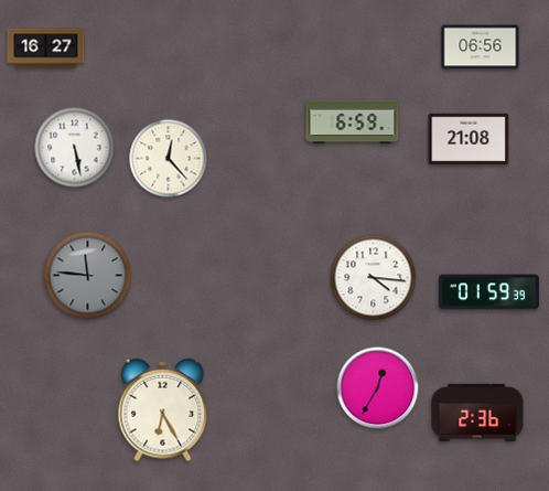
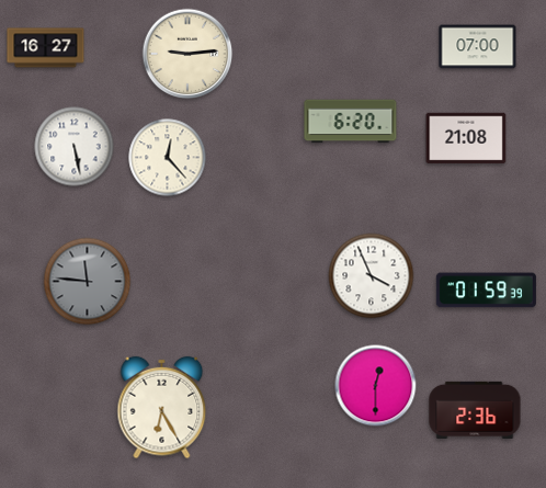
clock at (481, 47): 06:56 -> 07:00
clock at (187, 54): none -> 9:14
clock at (353, 122): 6:59 -> 6:20
clock at (88, 276) position: (88, 276) -> (88, 282)
clock at (374, 278): 4:16 -> 3:56
clock at (378, 388): 12:35 -> 12:30
